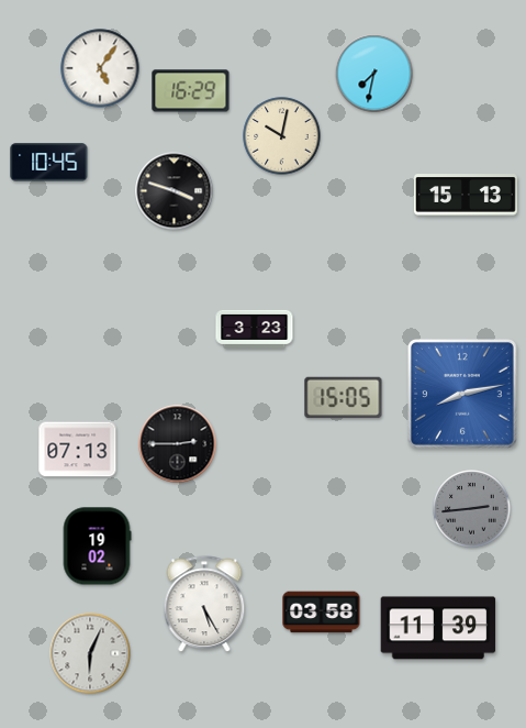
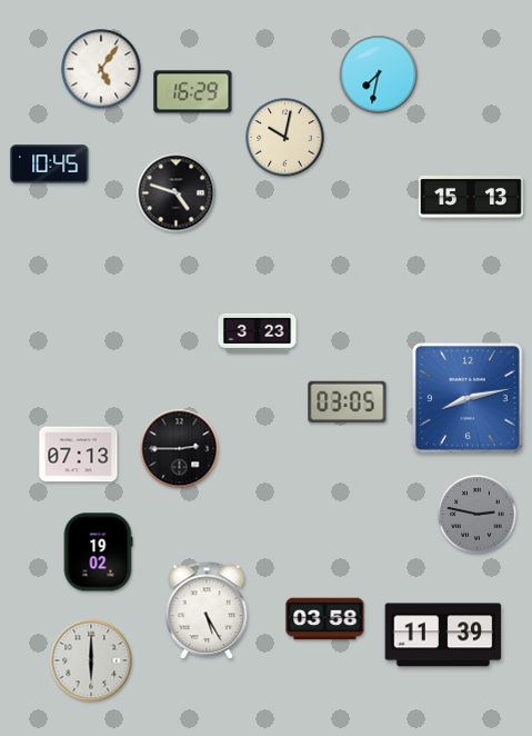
clock at (175, 191): 3:48 -> 4:48
clock at (344, 398): 15:05 -> 03:05
clock at (472, 509): 2:44 -> 2:47
clock at (90, 653): 6:04 -> 6:00
